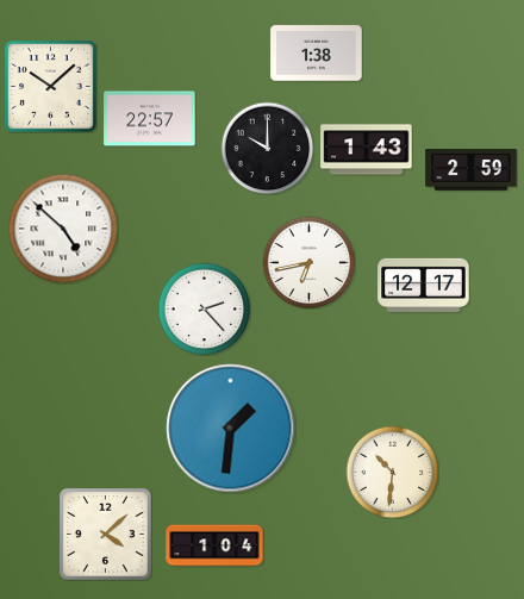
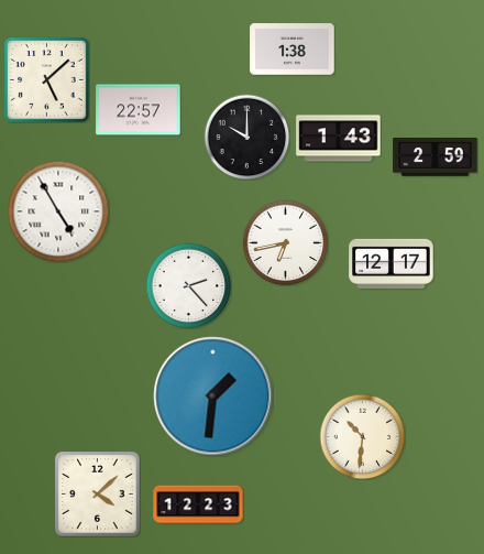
clock at (51, 87): 10:08 -> 5:08
clock at (63, 229): 4:52 -> 4:55
clock at (214, 545): 1:04 -> 12:23
